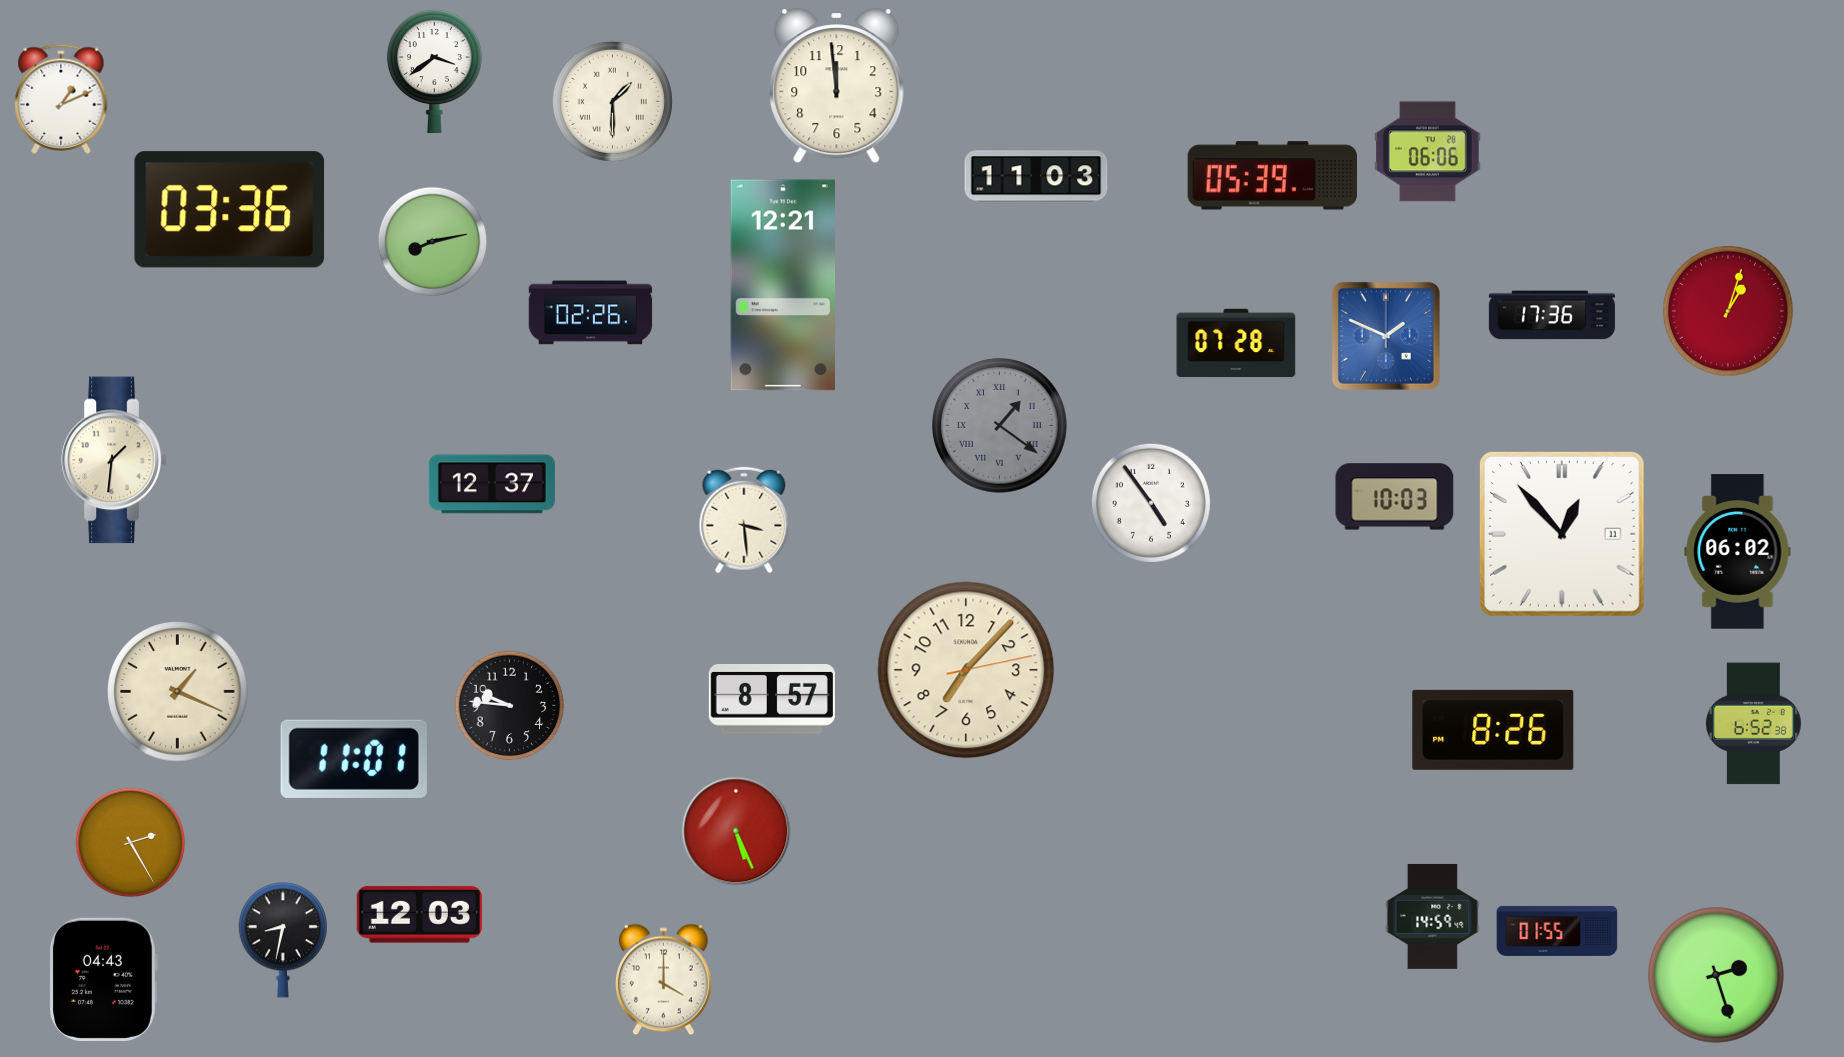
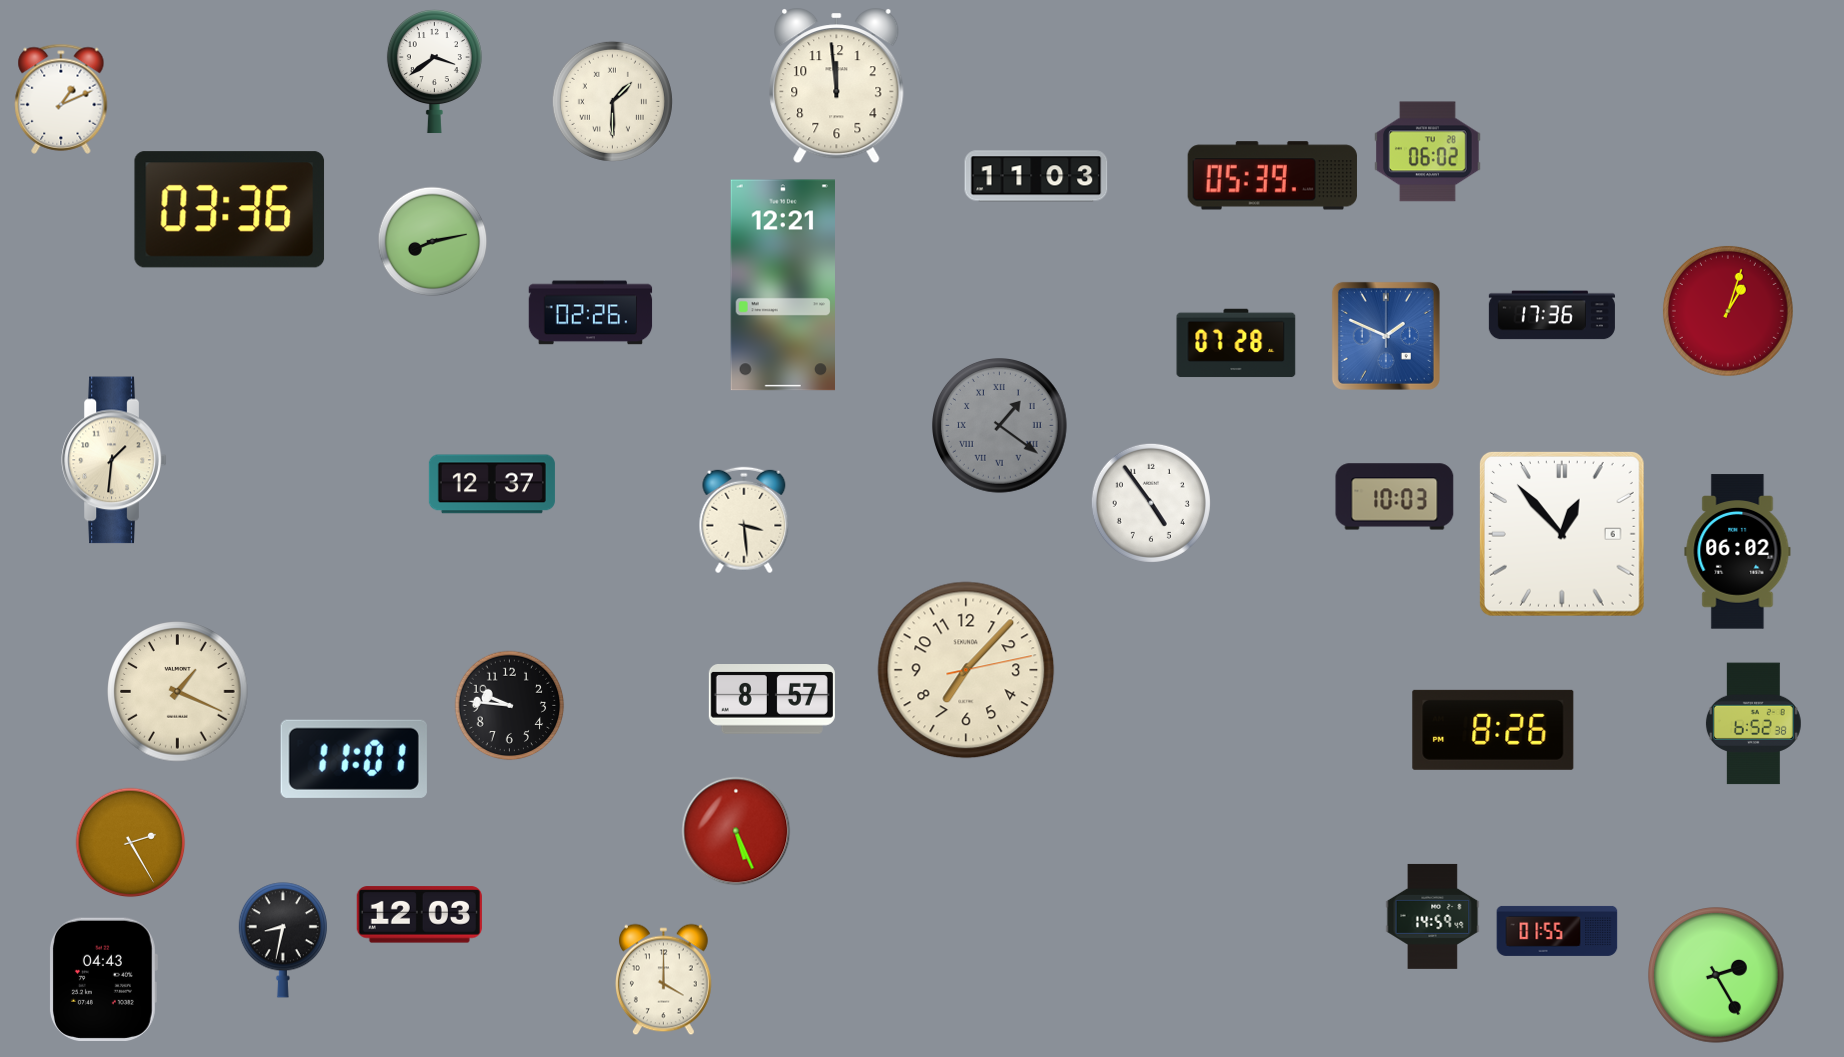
clock at (1428, 152): 06:06 -> 06:02
clock at (1562, 534) date: 11 -> 6
clock at (1717, 976): 2:27 -> 2:25
